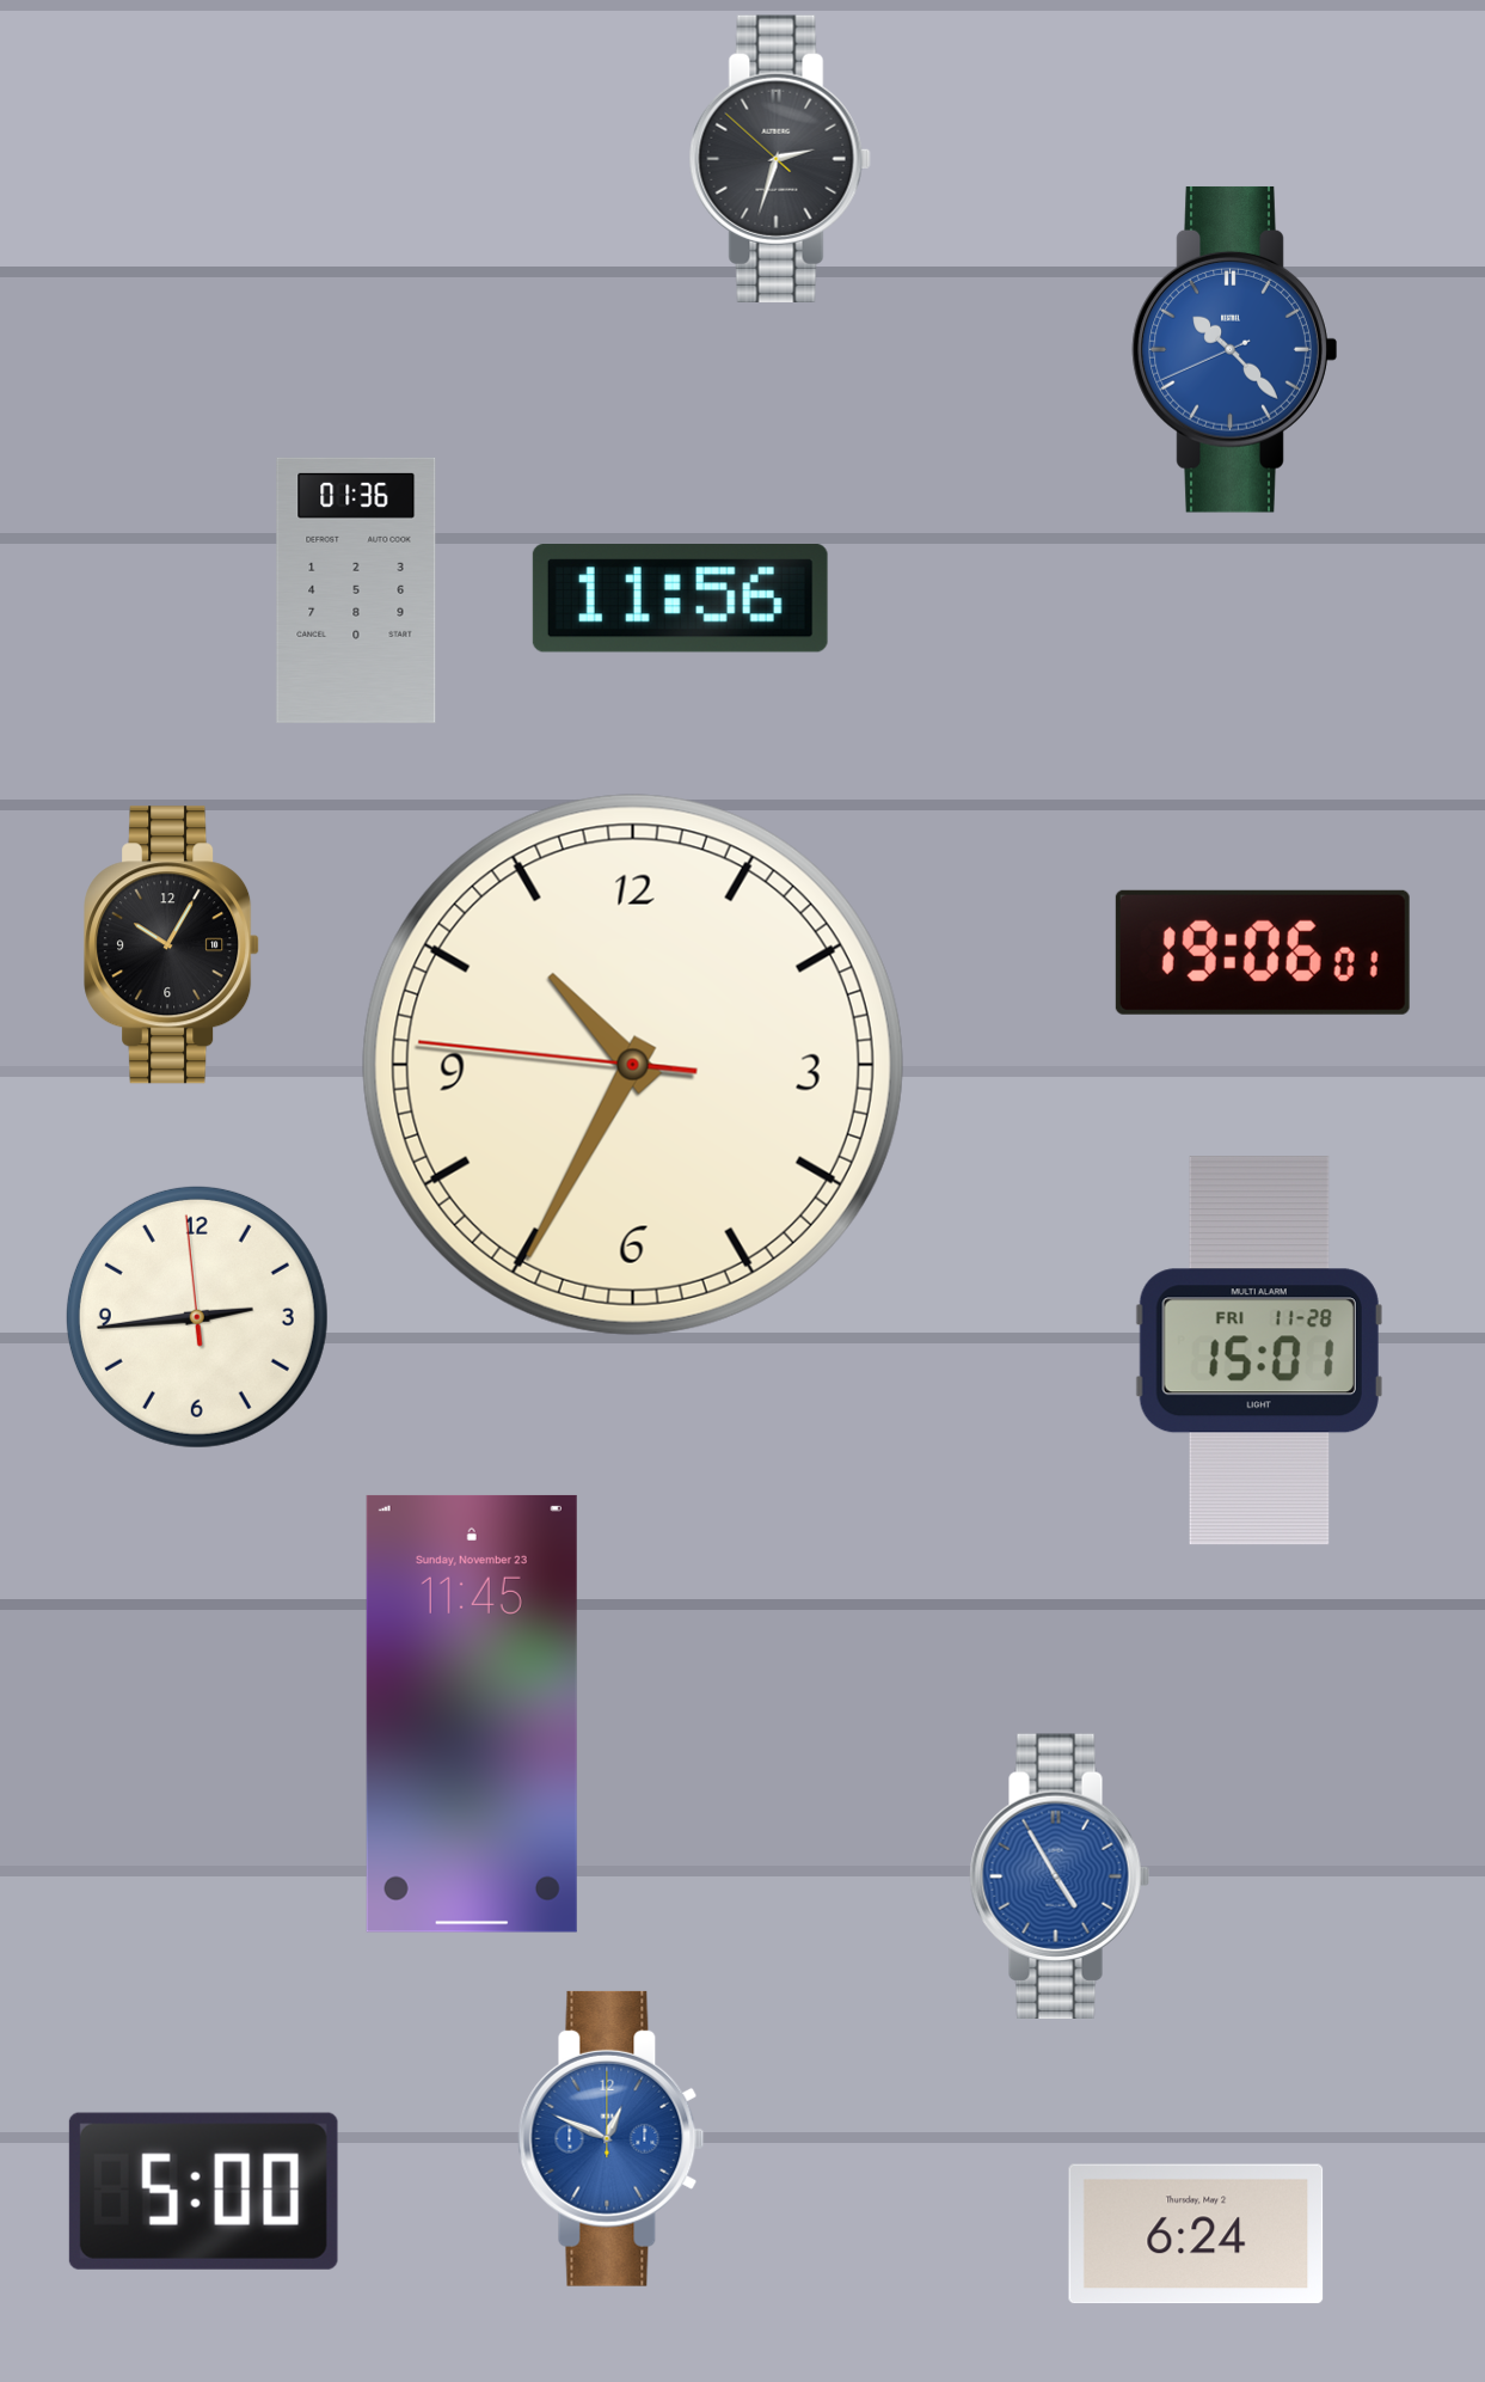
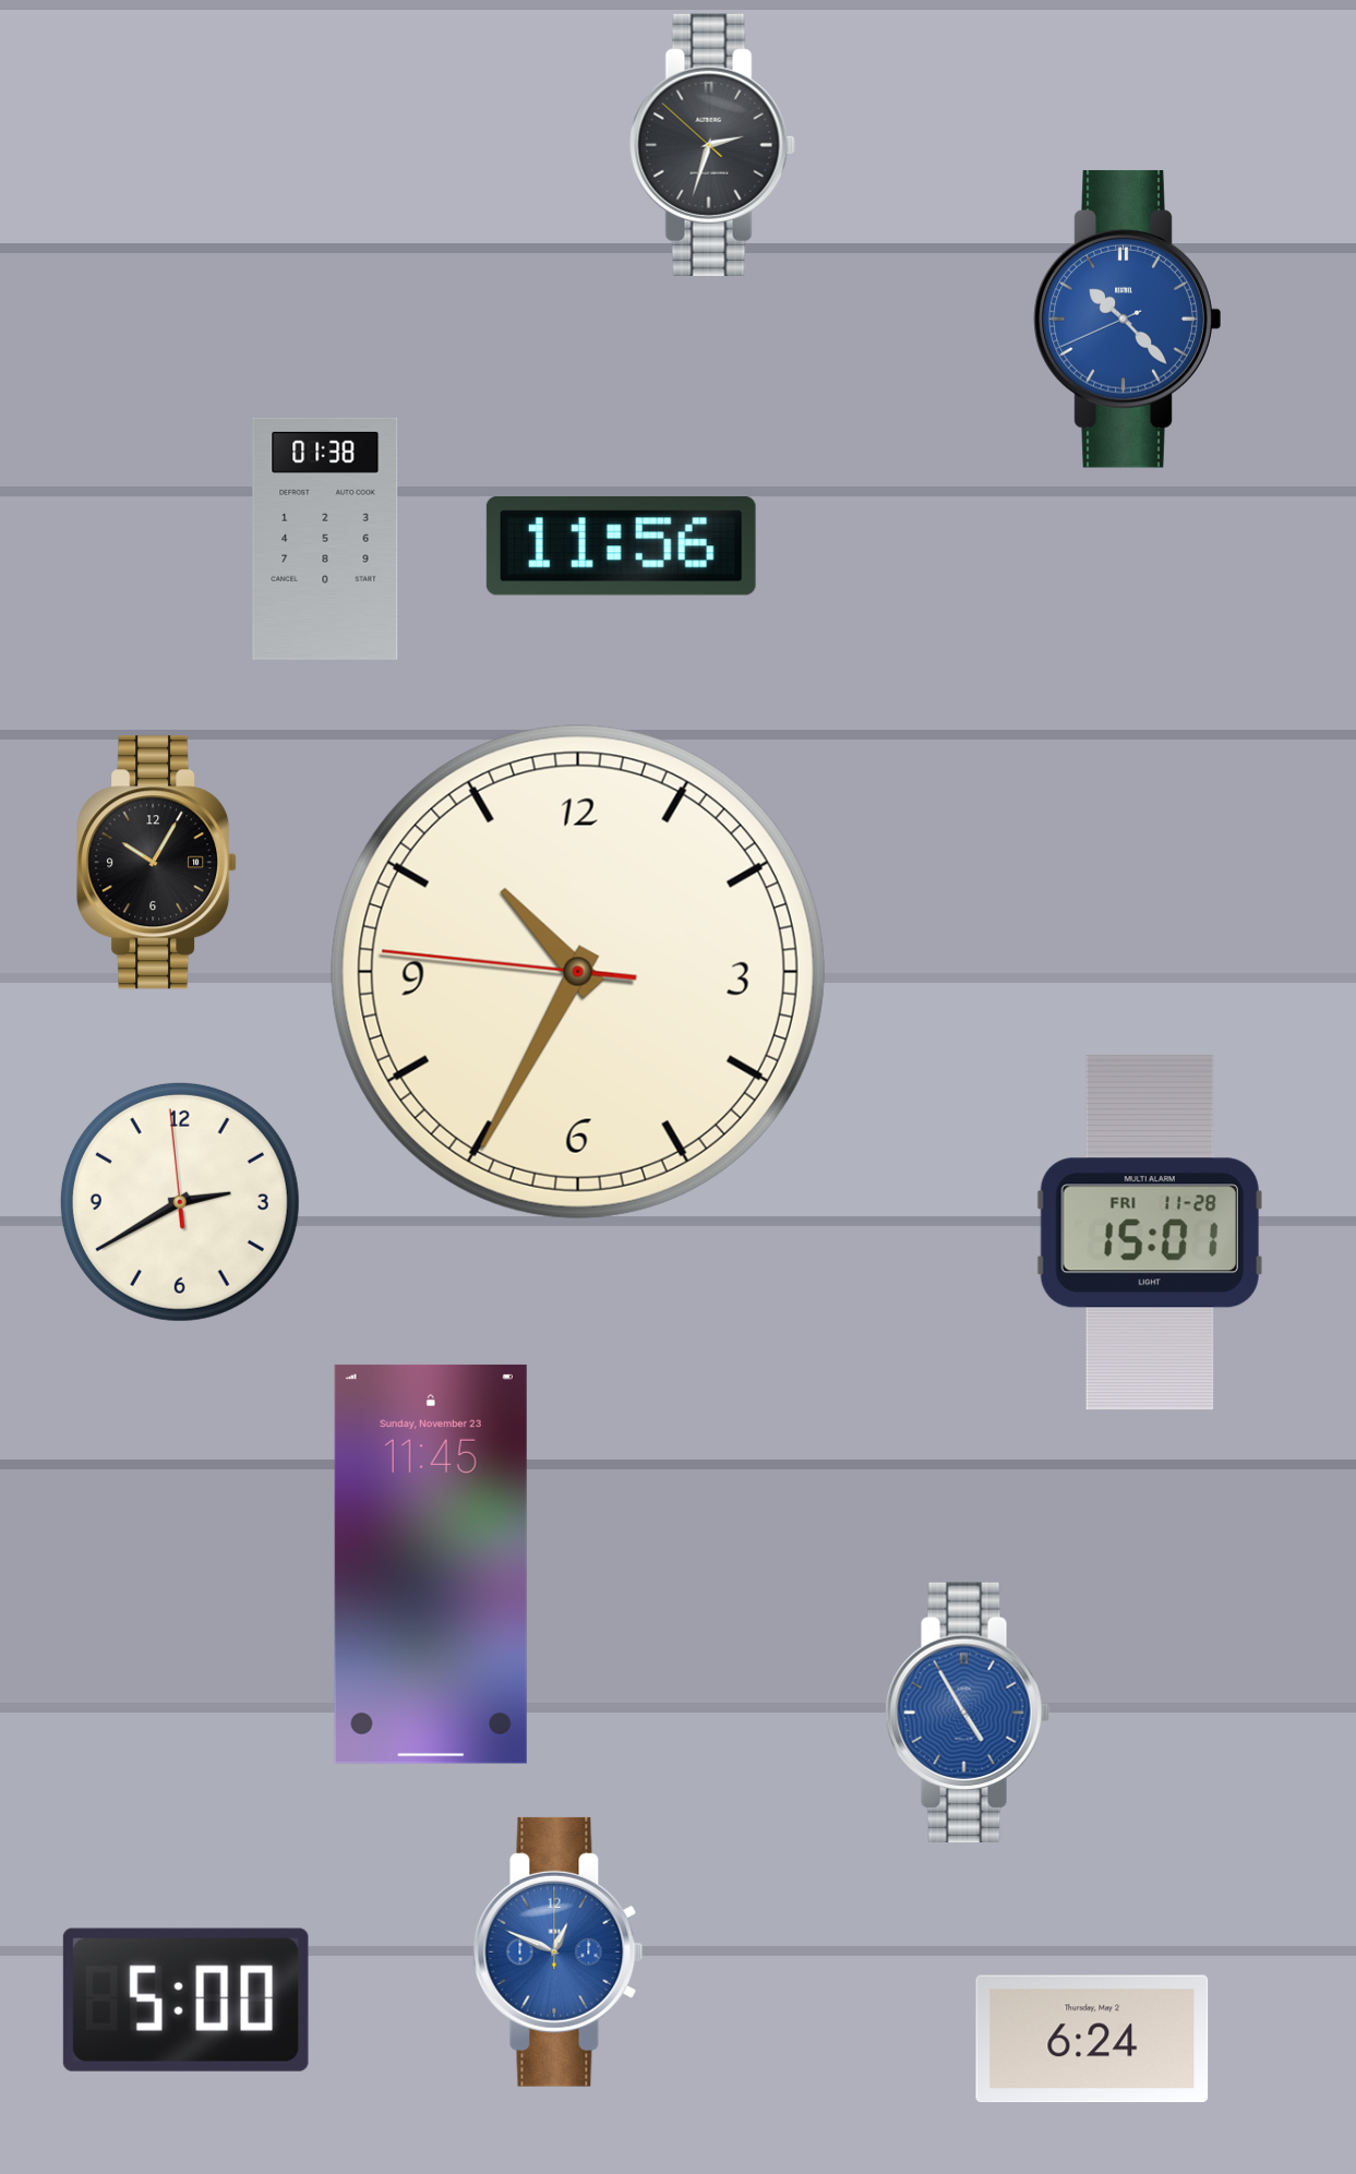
clock at (356, 590): 01:36 -> 01:38
clock at (1263, 953): 19:06 -> none
clock at (197, 1317): 2:43 -> 2:39
